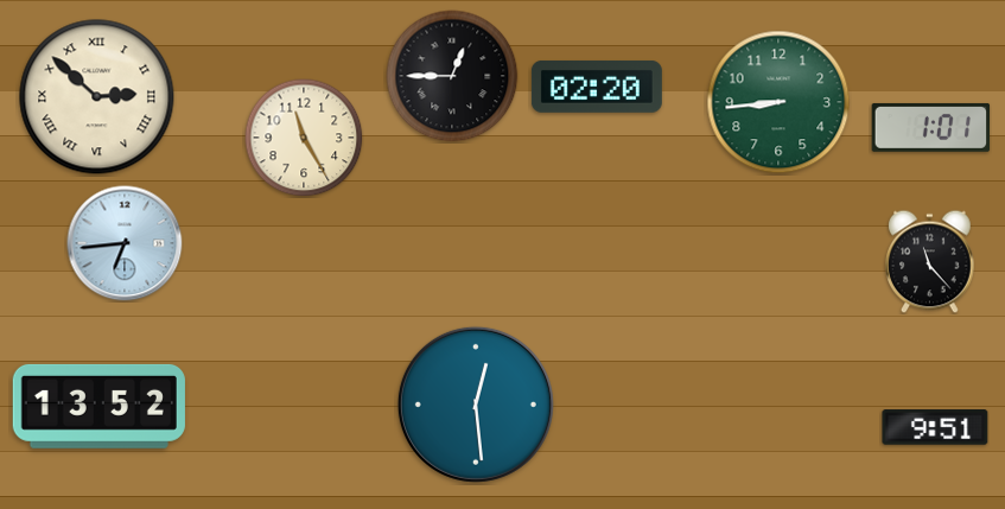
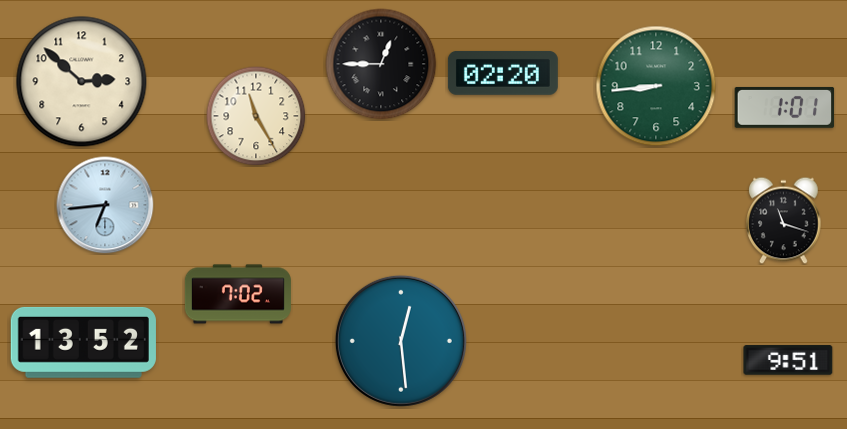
clock at (97, 97) numerals: Roman -> Arabic
clock at (930, 261): 11:23 -> 11:18
clock at (238, 294): none -> 7:02
